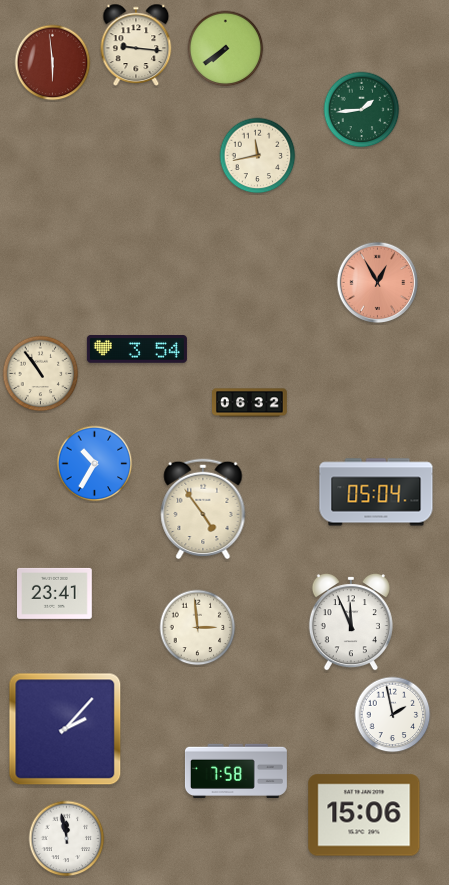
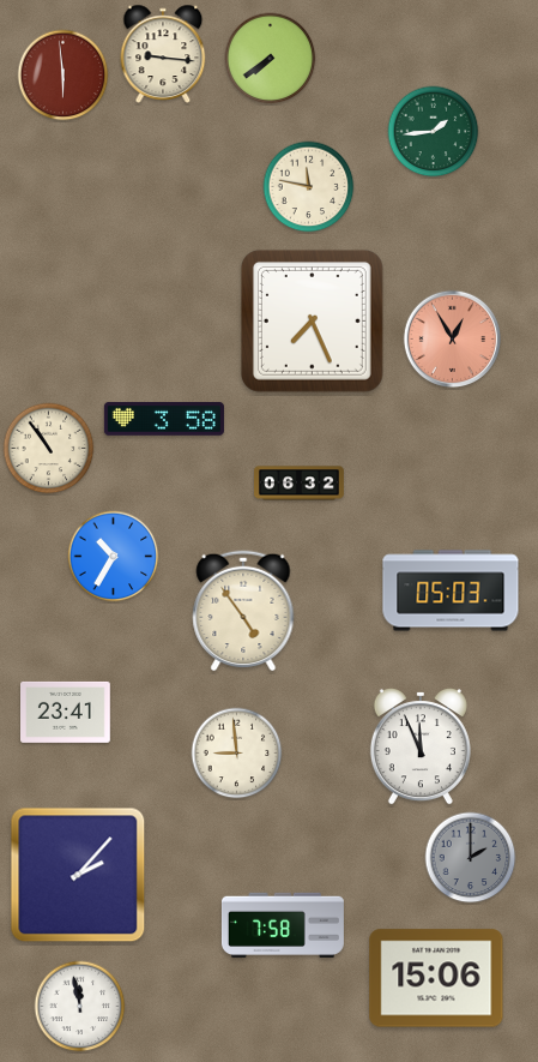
clock at (258, 156): 11:43 -> 11:47
clock at (312, 320): none -> 7:26
clock at (137, 350): 3:54 -> 3:58
clock at (376, 492): 05:04 -> 05:03
clock at (198, 628): 2:59 -> 8:59
clock at (393, 715): 1:58 -> 2:00
clock at (393, 715) dial: white -> grey
